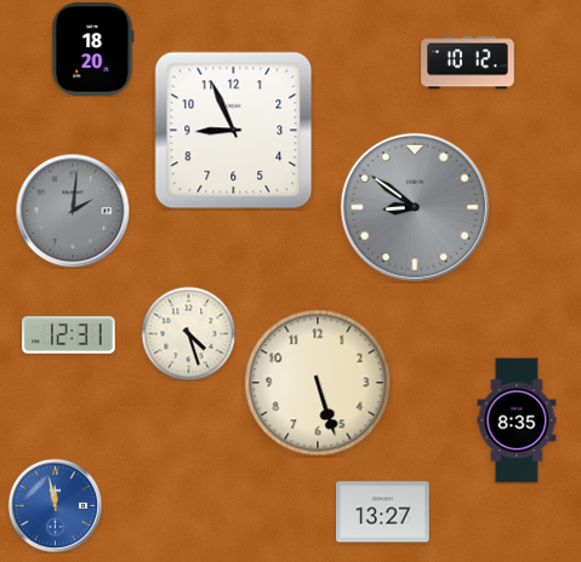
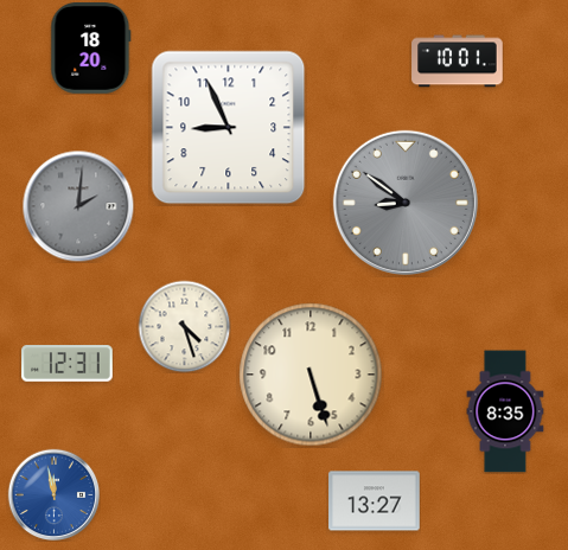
clock at (468, 63): 10:12 -> 10:01
clock at (73, 211) position: (73, 211) -> (78, 206)
clock at (69, 336) position: (69, 336) -> (68, 364)
